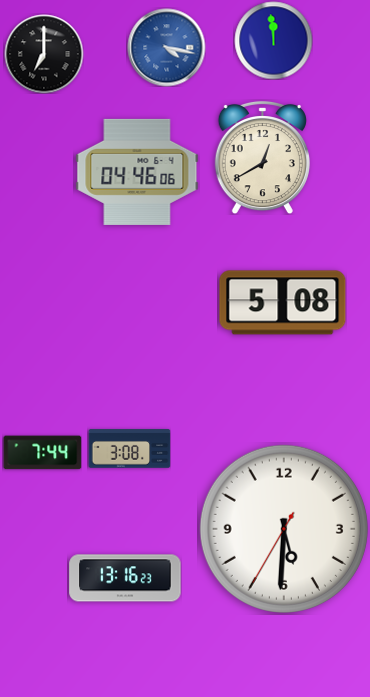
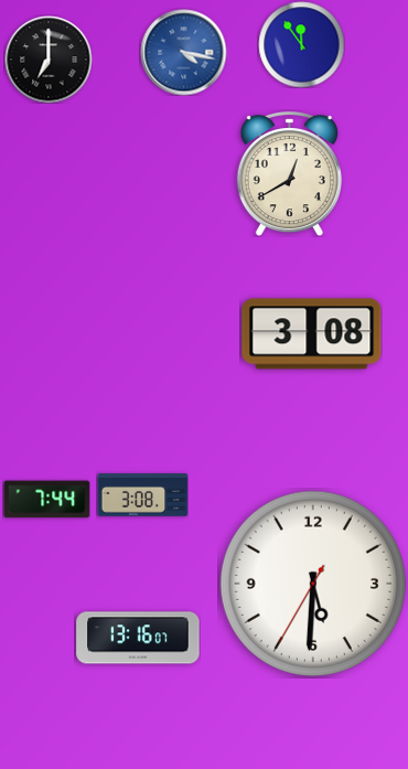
clock at (273, 40): 11:59 -> 11:54
clock at (137, 172): 04:46 -> none
clock at (283, 303): 5:08 -> 3:08
clock at (125, 578): 13:16:23 -> 13:16:07
